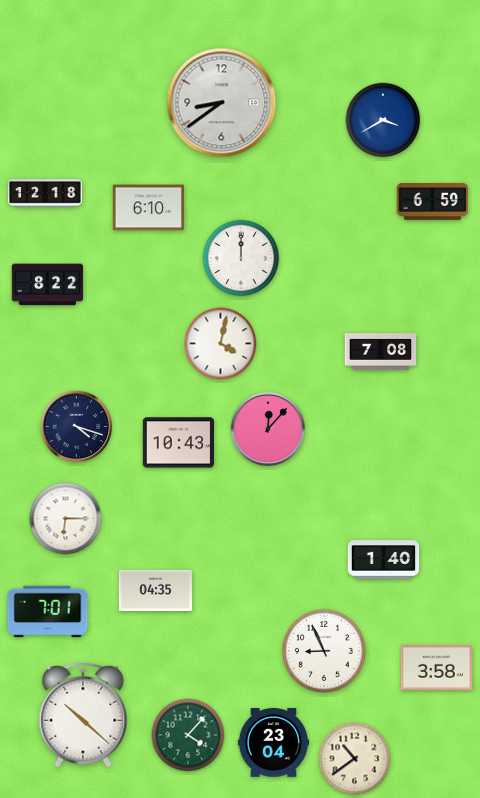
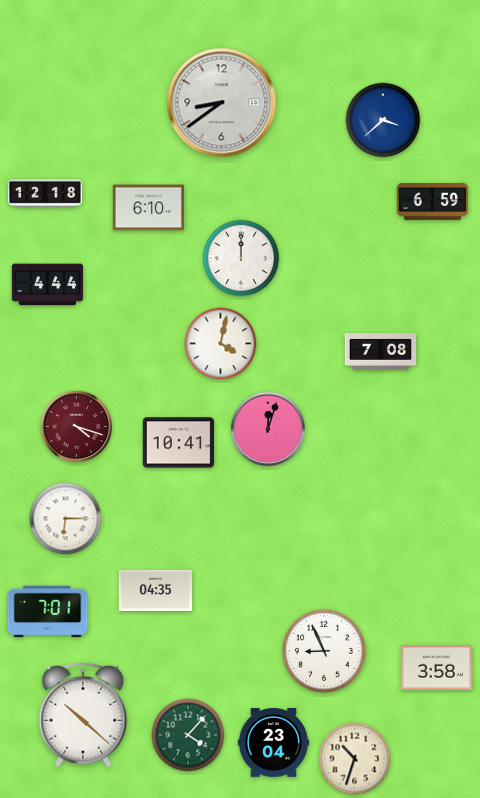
clock at (383, 120): 3:40 -> 3:38
clock at (48, 285): 8:22 -> 4:44
clock at (77, 427) dial: navy -> burgundy
clock at (267, 428): 12:07 -> 12:03
clock at (179, 443): 10:43 -> 10:41
clock at (384, 560): 1:40 -> none
clock at (355, 759): 10:39 -> 10:33
